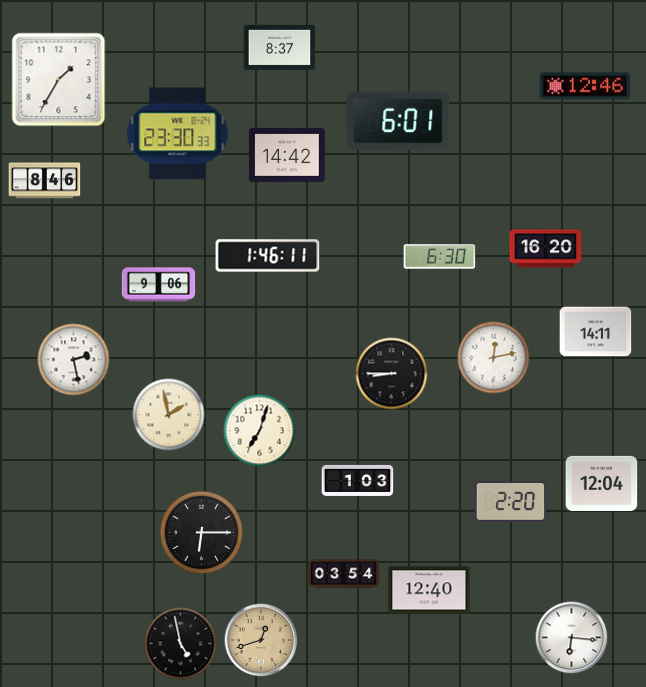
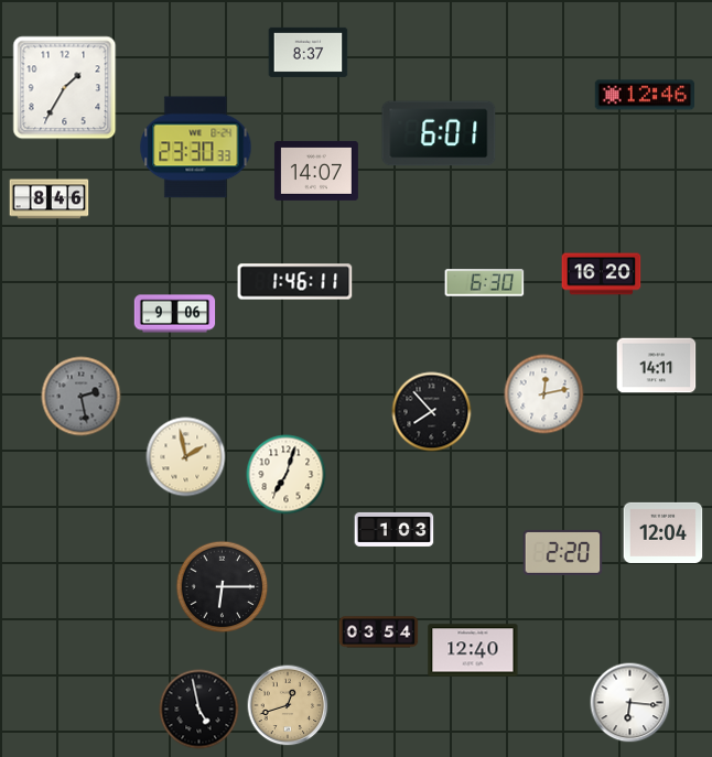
clock at (287, 155): 14:42 -> 14:07
clock at (74, 360) dial: white -> grey
clock at (392, 374): 8:45 -> 7:53
